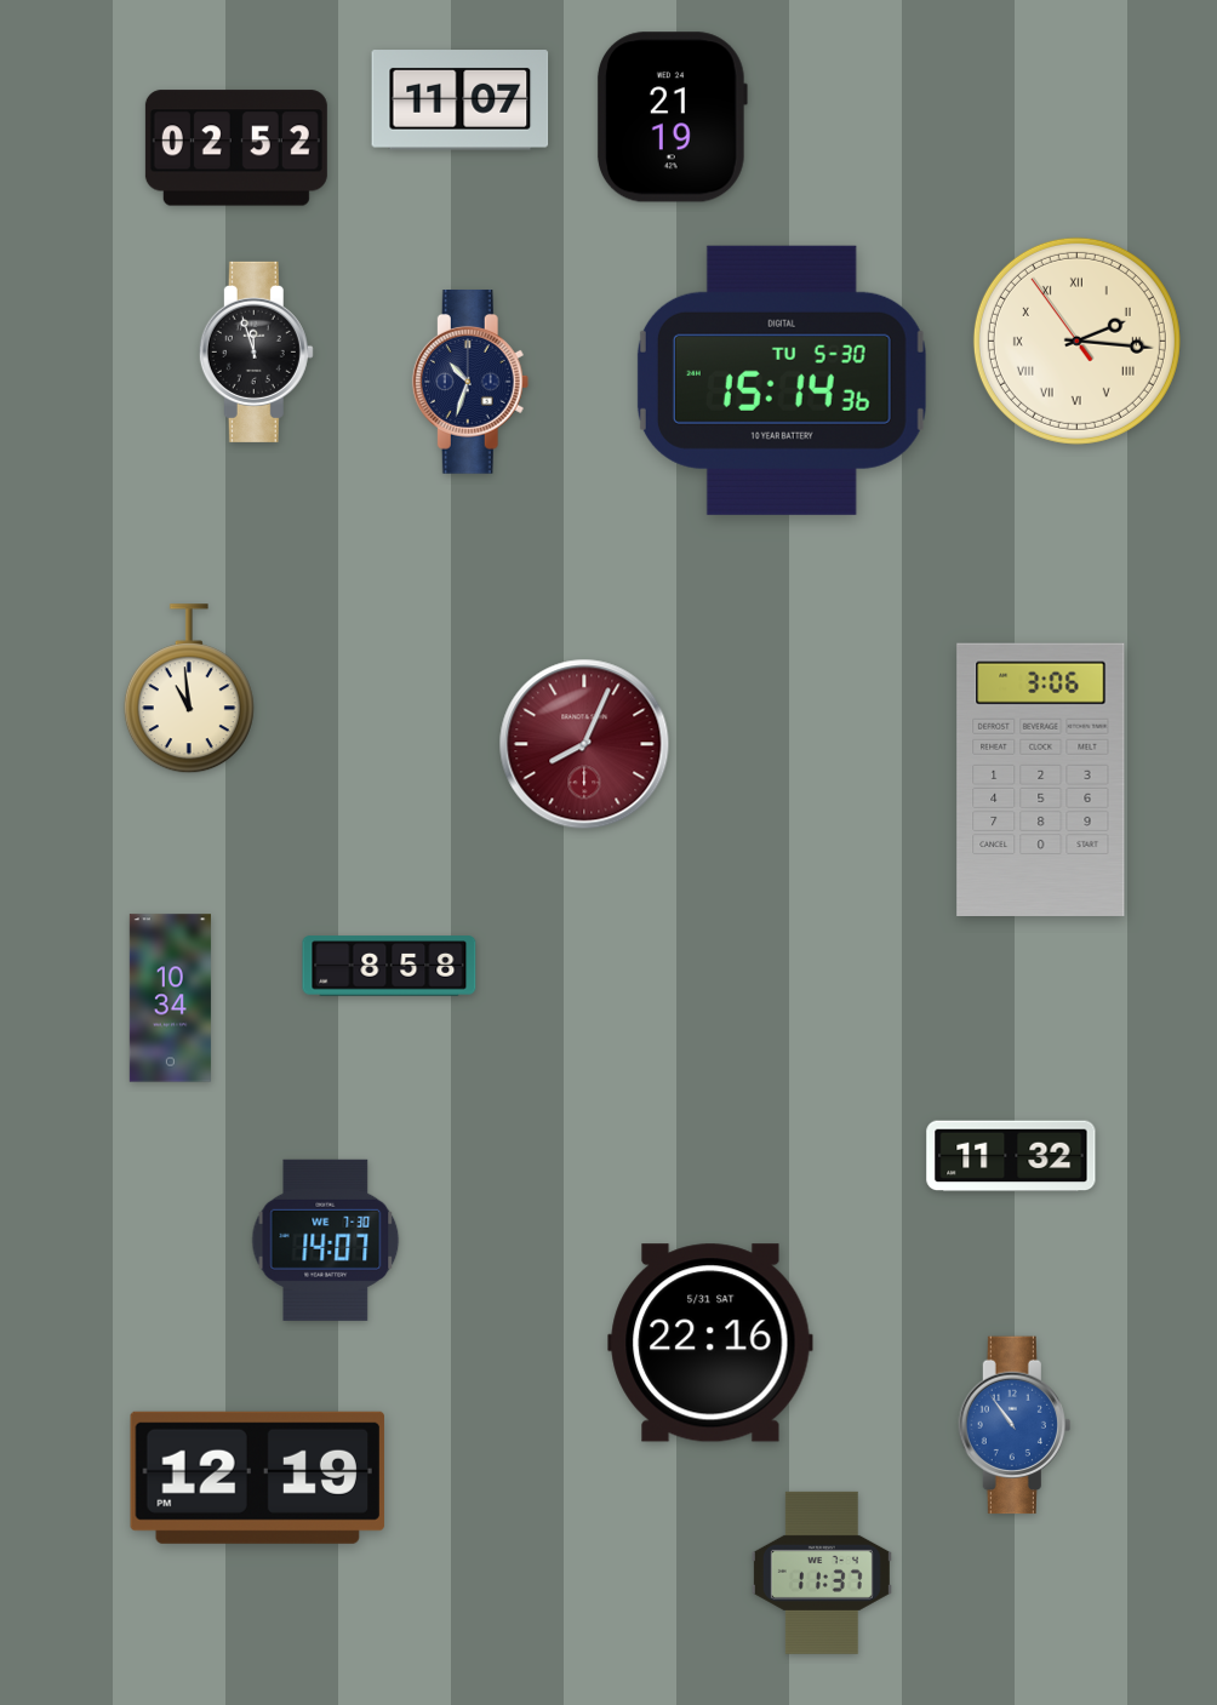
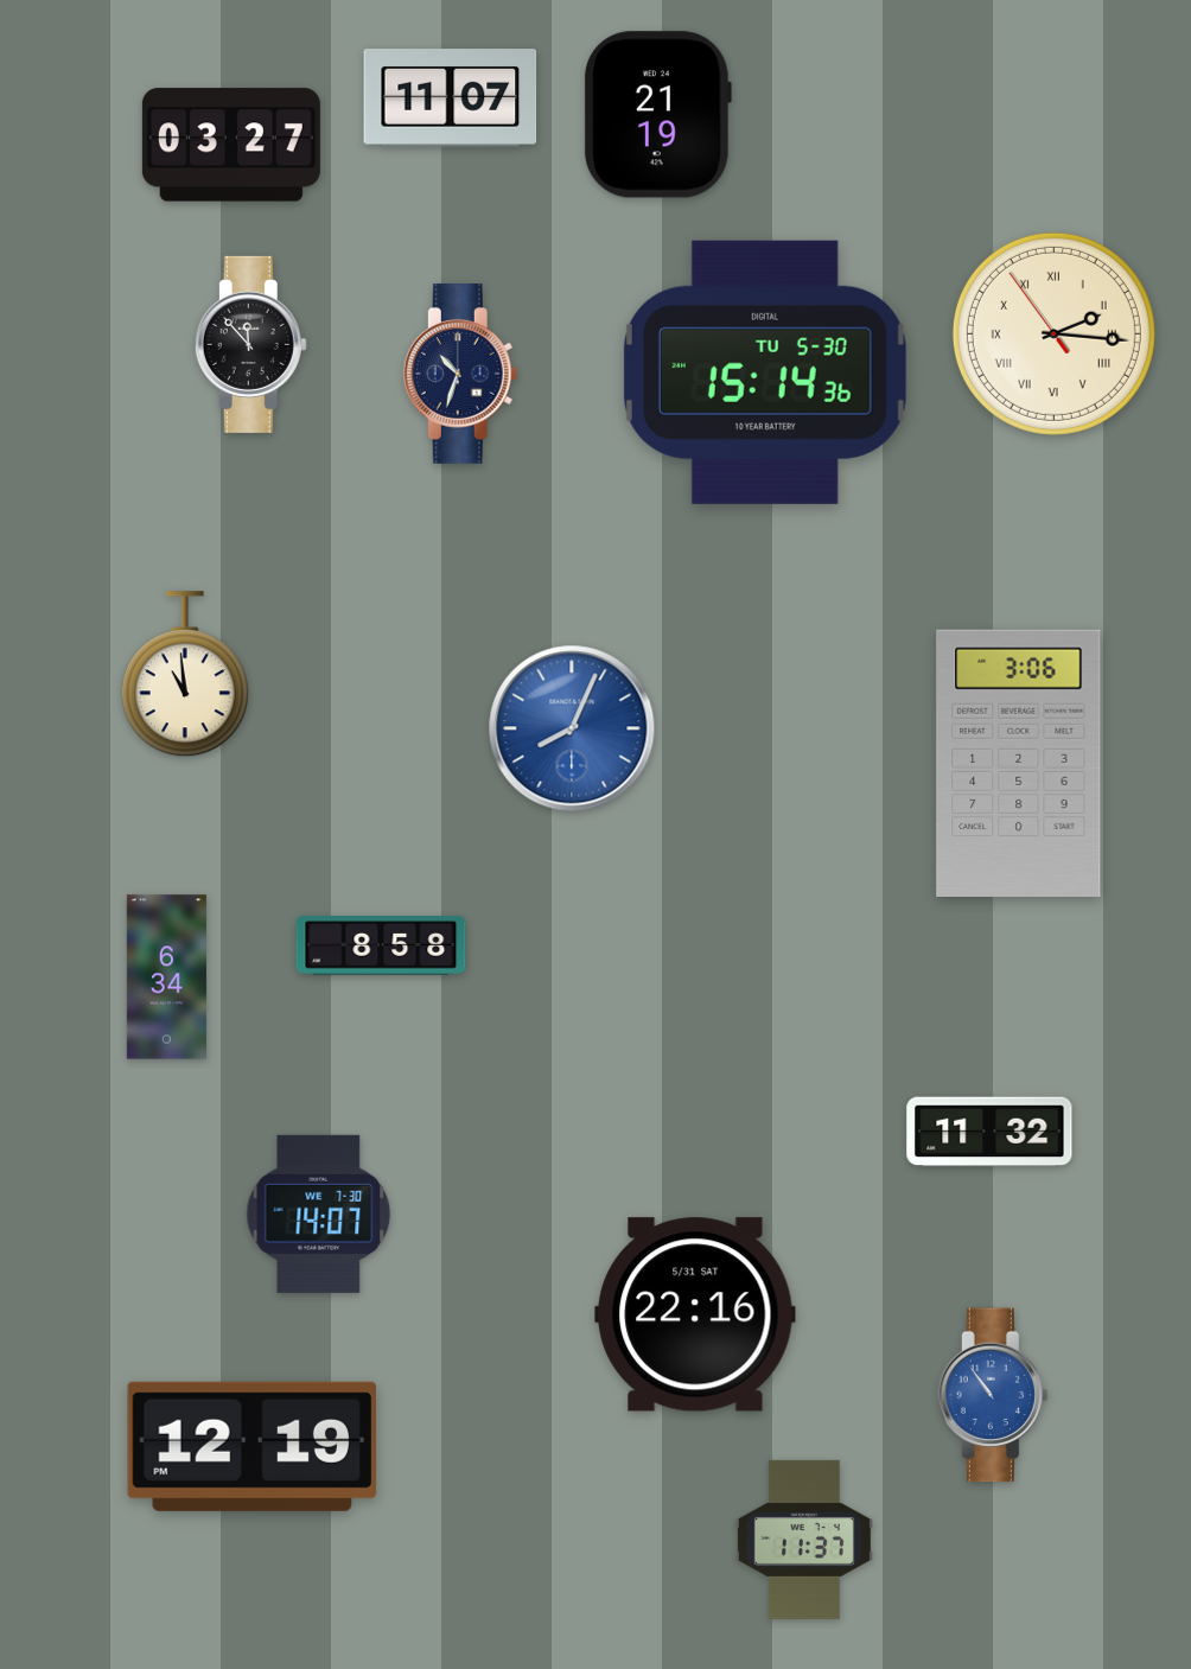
clock at (236, 148): 02:52 -> 03:27
clock at (256, 351): 11:57 -> 11:53
clock at (584, 744) dial: burgundy -> blue
clock at (170, 999): 10:34 -> 6:34
